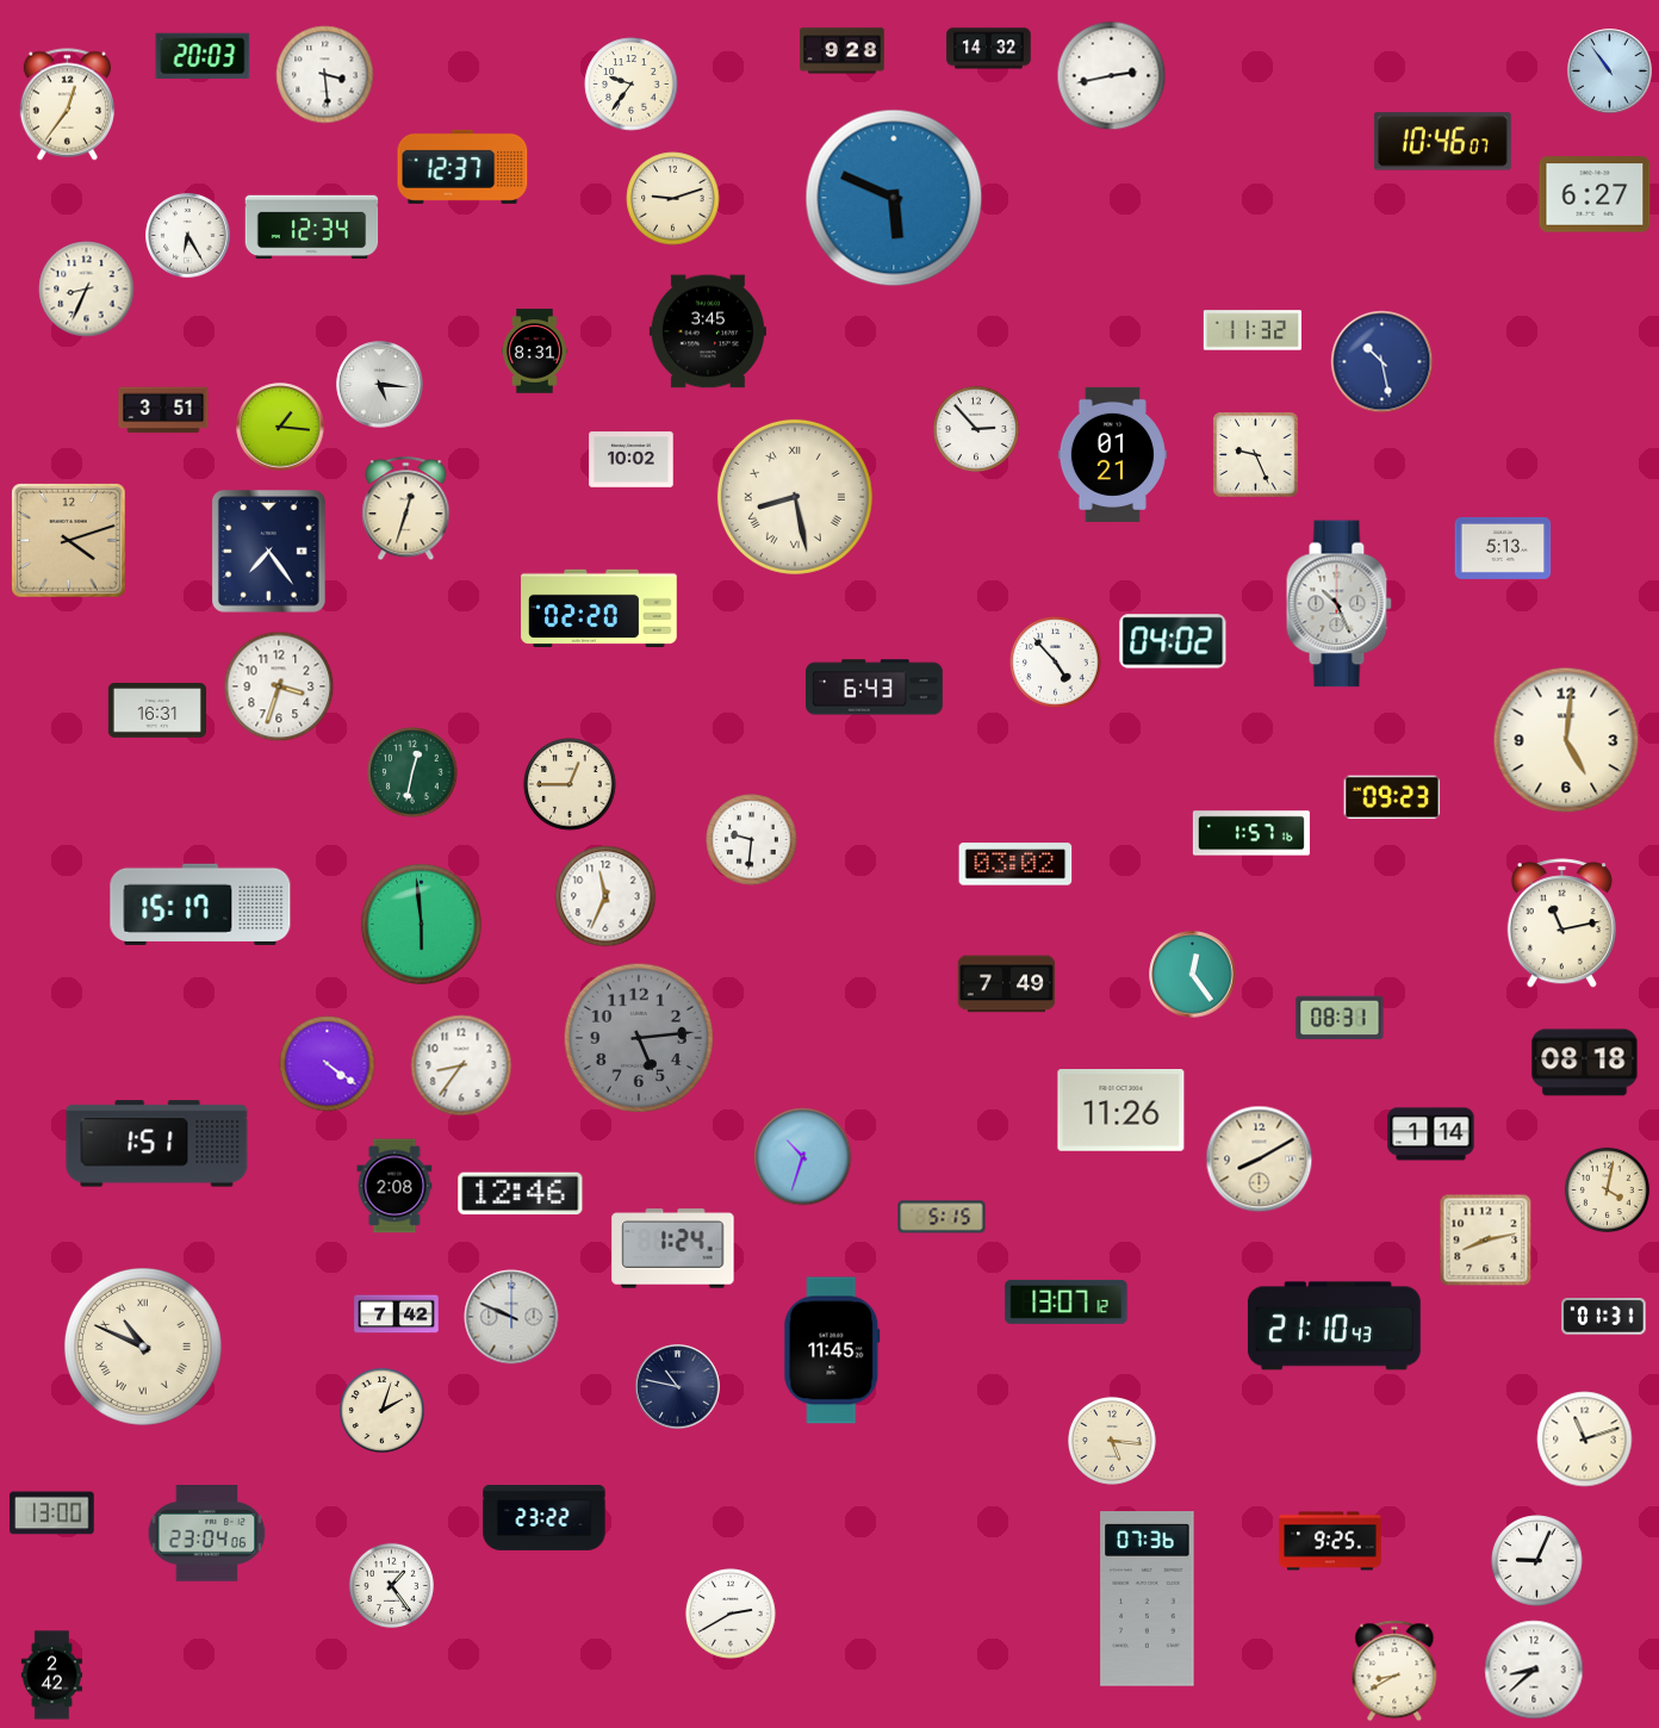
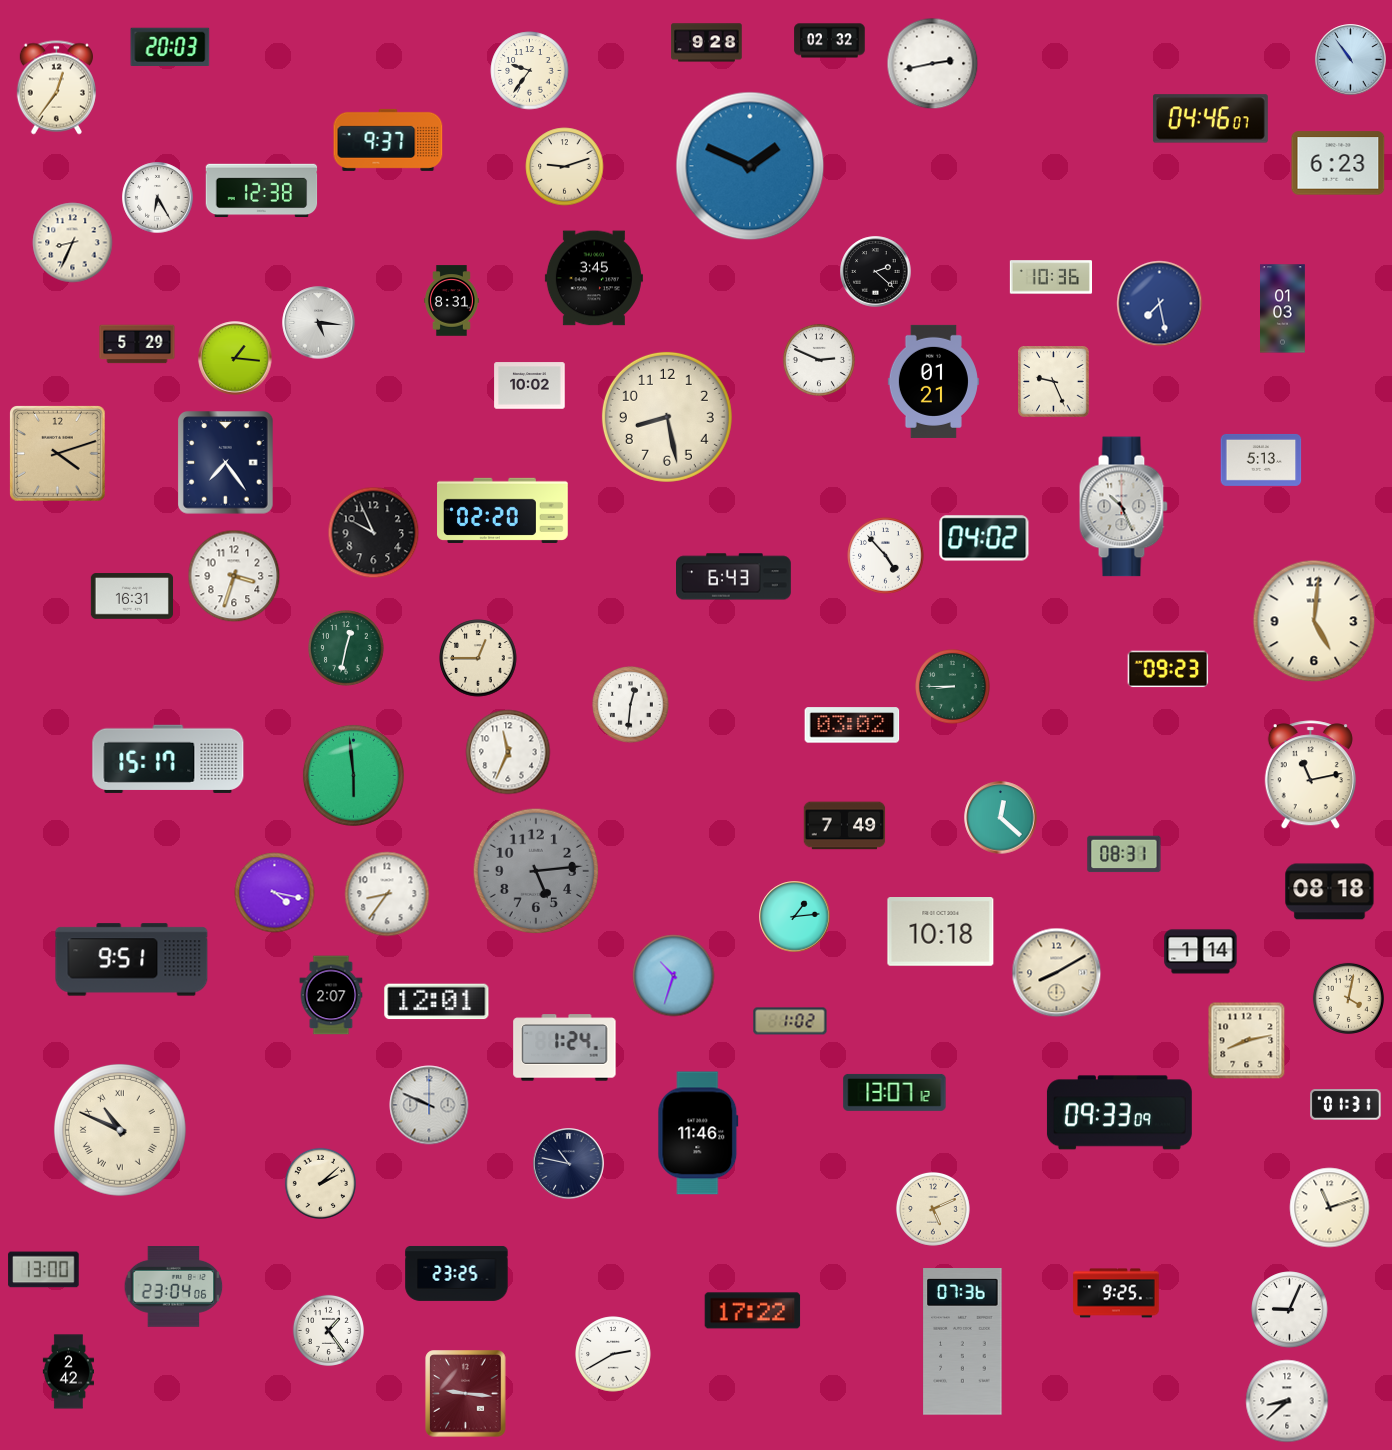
clock at (989, 49): 14:32 -> 02:32
clock at (325, 75): 3:29 -> none
clock at (1442, 142): 10:46 -> 04:46
clock at (462, 167): 12:37 -> 9:37
clock at (1595, 194): 6:27 -> 6:23
clock at (894, 198): 5:49 -> 1:49
clock at (312, 228): 12:34 -> 12:38
clock at (876, 272): none -> 2:22
clock at (1251, 330): 11:32 -> 10:36
clock at (535, 352) position: (535, 352) -> (452, 301)
clock at (1382, 362): 10:28 -> 7:28
clock at (1283, 309): none -> 01:03
clock at (163, 410): 3:51 -> 5:29
clock at (976, 429): 2:53 -> 2:49
clock at (795, 497) numerals: Roman -> Arabic
clock at (406, 509): 12:33 -> none
clock at (374, 533): none -> 9:56
clock at (953, 687): none -> 8:45
clock at (1251, 833): 1:57 -> none
clock at (752, 840): 9:31 -> 12:31
clock at (1193, 975): 12:24 -> 12:22
clock at (328, 1064): 4:21 -> 4:17
clock at (795, 917): none -> 1:14
clock at (1121, 1111): 11:26 -> 10:18
clock at (157, 1144): 1:51 -> 9:51
clock at (803, 1157) position: (803, 1157) -> (674, 976)
clock at (394, 1186): 2:08 -> 2:07
clock at (521, 1194): 12:46 -> 12:01
clock at (942, 1217): 5:15 -> 1:02
clock at (397, 1314): 7:42 -> none
clock at (1334, 1326): 21:10 -> 09:33
clock at (832, 1350): 11:45 -> 11:46
clock at (381, 1410): 2:03 -> 2:08
clock at (1112, 1441): 5:16 -> 5:11
clock at (545, 1518): 23:22 -> 23:25
clock at (753, 1311): none -> 17:22
clock at (466, 1394): none -> 9:16
clock at (1394, 1671): 8:40 -> none
clock at (51, 1676) position: (51, 1676) -> (68, 1372)
